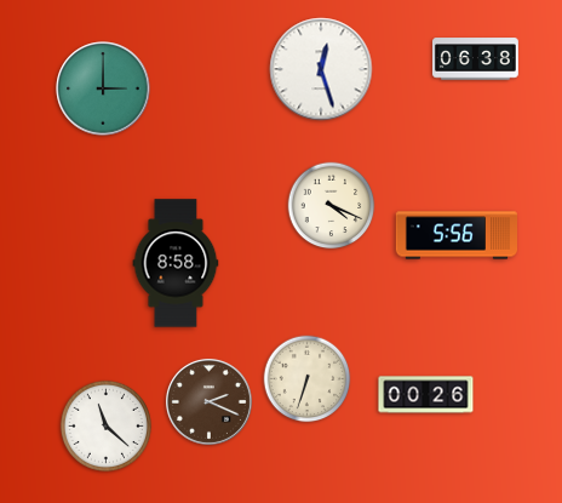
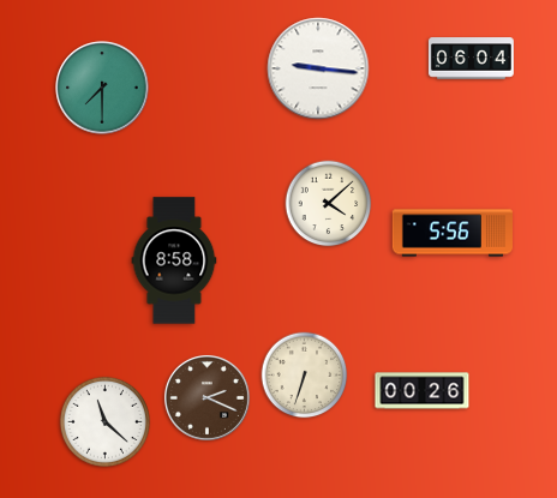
clock at (475, 59): 06:38 -> 06:04
clock at (321, 69): 12:27 -> 9:16
clock at (103, 88): 3:00 -> 7:30
clock at (332, 206): 4:19 -> 4:08
